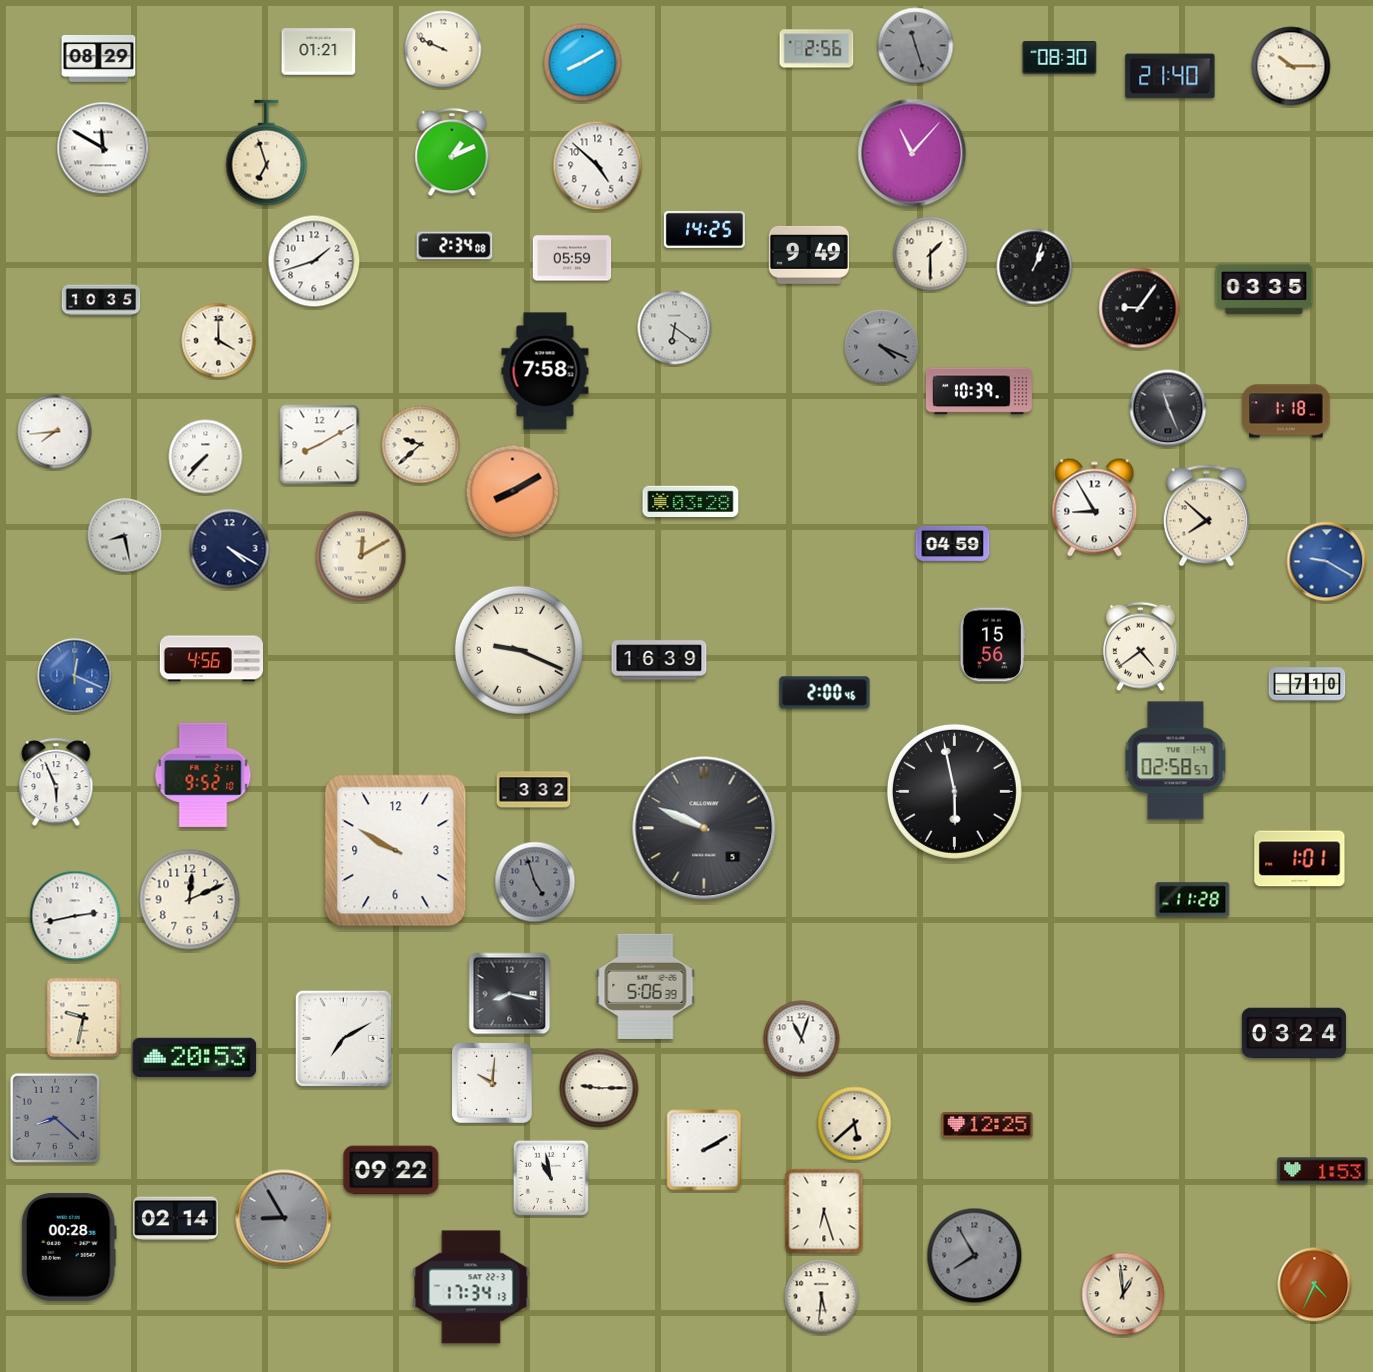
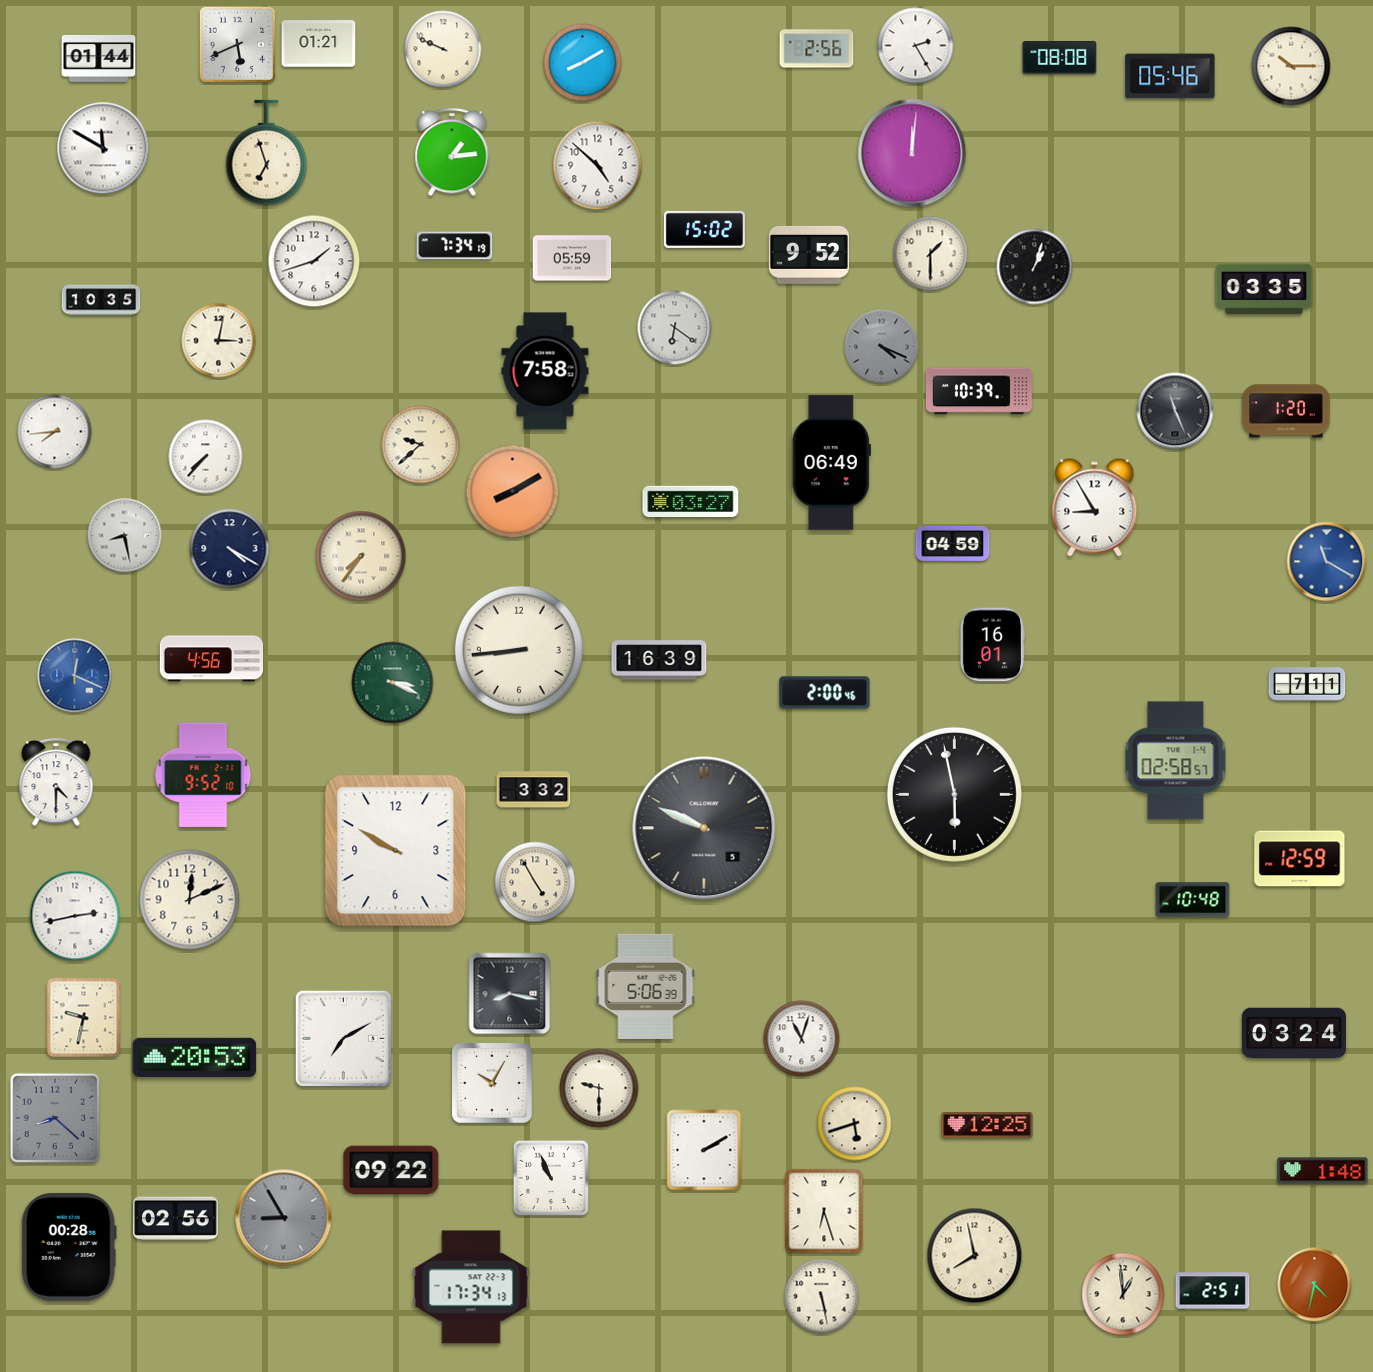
clock at (238, 45): none -> 5:41
clock at (916, 46): 11:27 -> 2:25
clock at (916, 46) dial: grey -> white
clock at (319, 52) position: (319, 52) -> (319, 44)
clock at (1060, 58): 08:30 -> 08:08
clock at (99, 59): 08:29 -> 01:44
clock at (1170, 76): 21:40 -> 05:46
clock at (452, 153): 1:11 -> 1:14
clock at (912, 153): 11:07 -> 12:01
clock at (704, 229): 14:25 -> 15:02
clock at (455, 246): 2:34 -> 7:34
clock at (809, 255): 9:49 -> 9:52
clock at (1139, 308): 9:06 -> none
clock at (219, 341): 4:00 -> 3:02
clock at (1168, 408) position: (1168, 408) -> (1175, 411)
clock at (1286, 411): 1:18 -> 1:20
clock at (320, 445): 8:10 -> none
clock at (831, 463): none -> 06:49
clock at (691, 501): 03:28 -> 03:27
clock at (1206, 516): 7:52 -> none
clock at (361, 556): 12:10 -> 7:36
clock at (1327, 562): 9:20 -> 11:20
clock at (991, 645): 15:56 -> 16:01
clock at (1141, 647): 4:39 -> none
clock at (519, 650): 9:19 -> 8:44
clock at (393, 683): none -> 3:19
clock at (1307, 684): 7:10 -> 7:11
clock at (56, 783): 5:56 -> 4:30
clock at (954, 791) position: (954, 791) -> (954, 794)
clock at (1300, 859): 1:01 -> 12:59
clock at (535, 882): 4:57 -> 4:55
clock at (535, 882) dial: grey -> cream
clock at (1193, 900): 11:28 -> 10:48
clock at (493, 1084): 10:01 -> 10:05
clock at (599, 1088): 9:15 -> 9:30
clock at (855, 1124): 5:38 -> 5:42
clock at (1323, 1171): 1:53 -> 1:48
clock at (551, 1178): 10:58 -> 10:56
clock at (176, 1219): 02:14 -> 02:56
clock at (975, 1256): 7:55 -> 7:58
clock at (975, 1256) dial: grey -> cream
clock at (1315, 1285): 4:34 -> 4:32
clock at (1213, 1291): none -> 2:51
clock at (822, 1297): 5:31 -> 5:28
